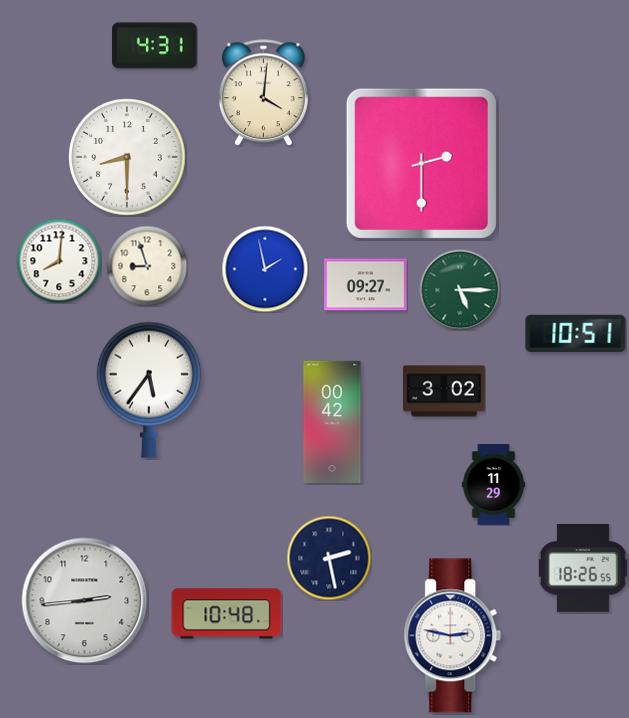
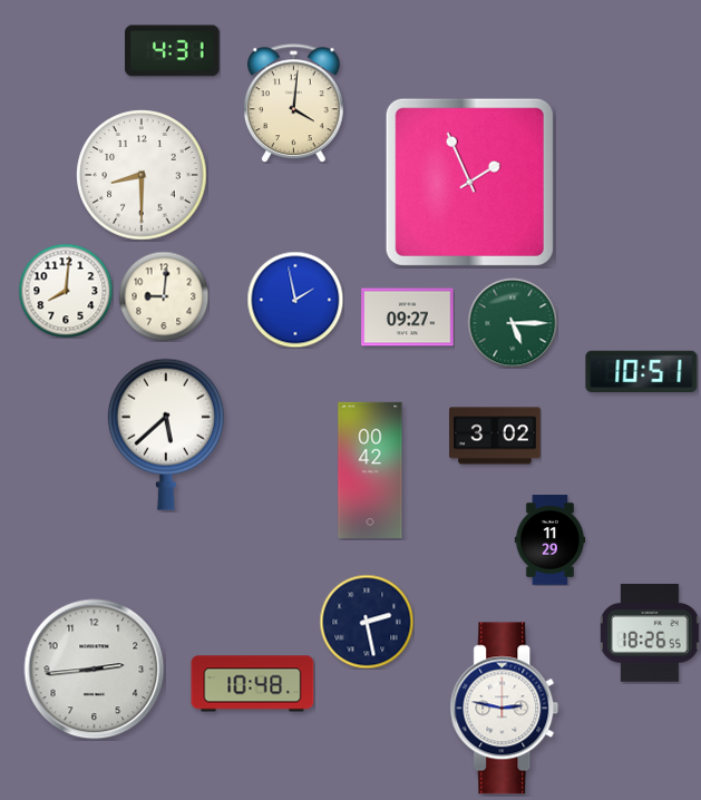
clock at (421, 163): 2:30 -> 1:56
clock at (147, 266): 8:57 -> 9:01
clock at (149, 390): 5:36 -> 5:38
